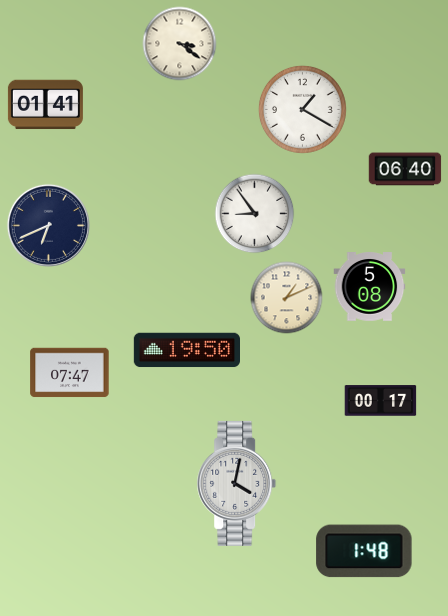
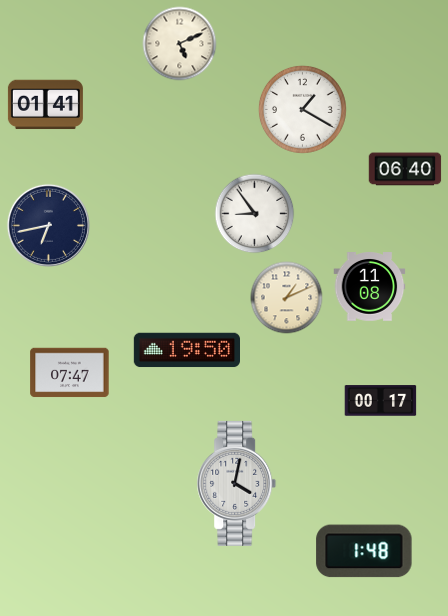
clock at (180, 44): 3:21 -> 5:11
clock at (48, 225): 6:41 -> 6:43
clock at (370, 287): 5:08 -> 11:08
